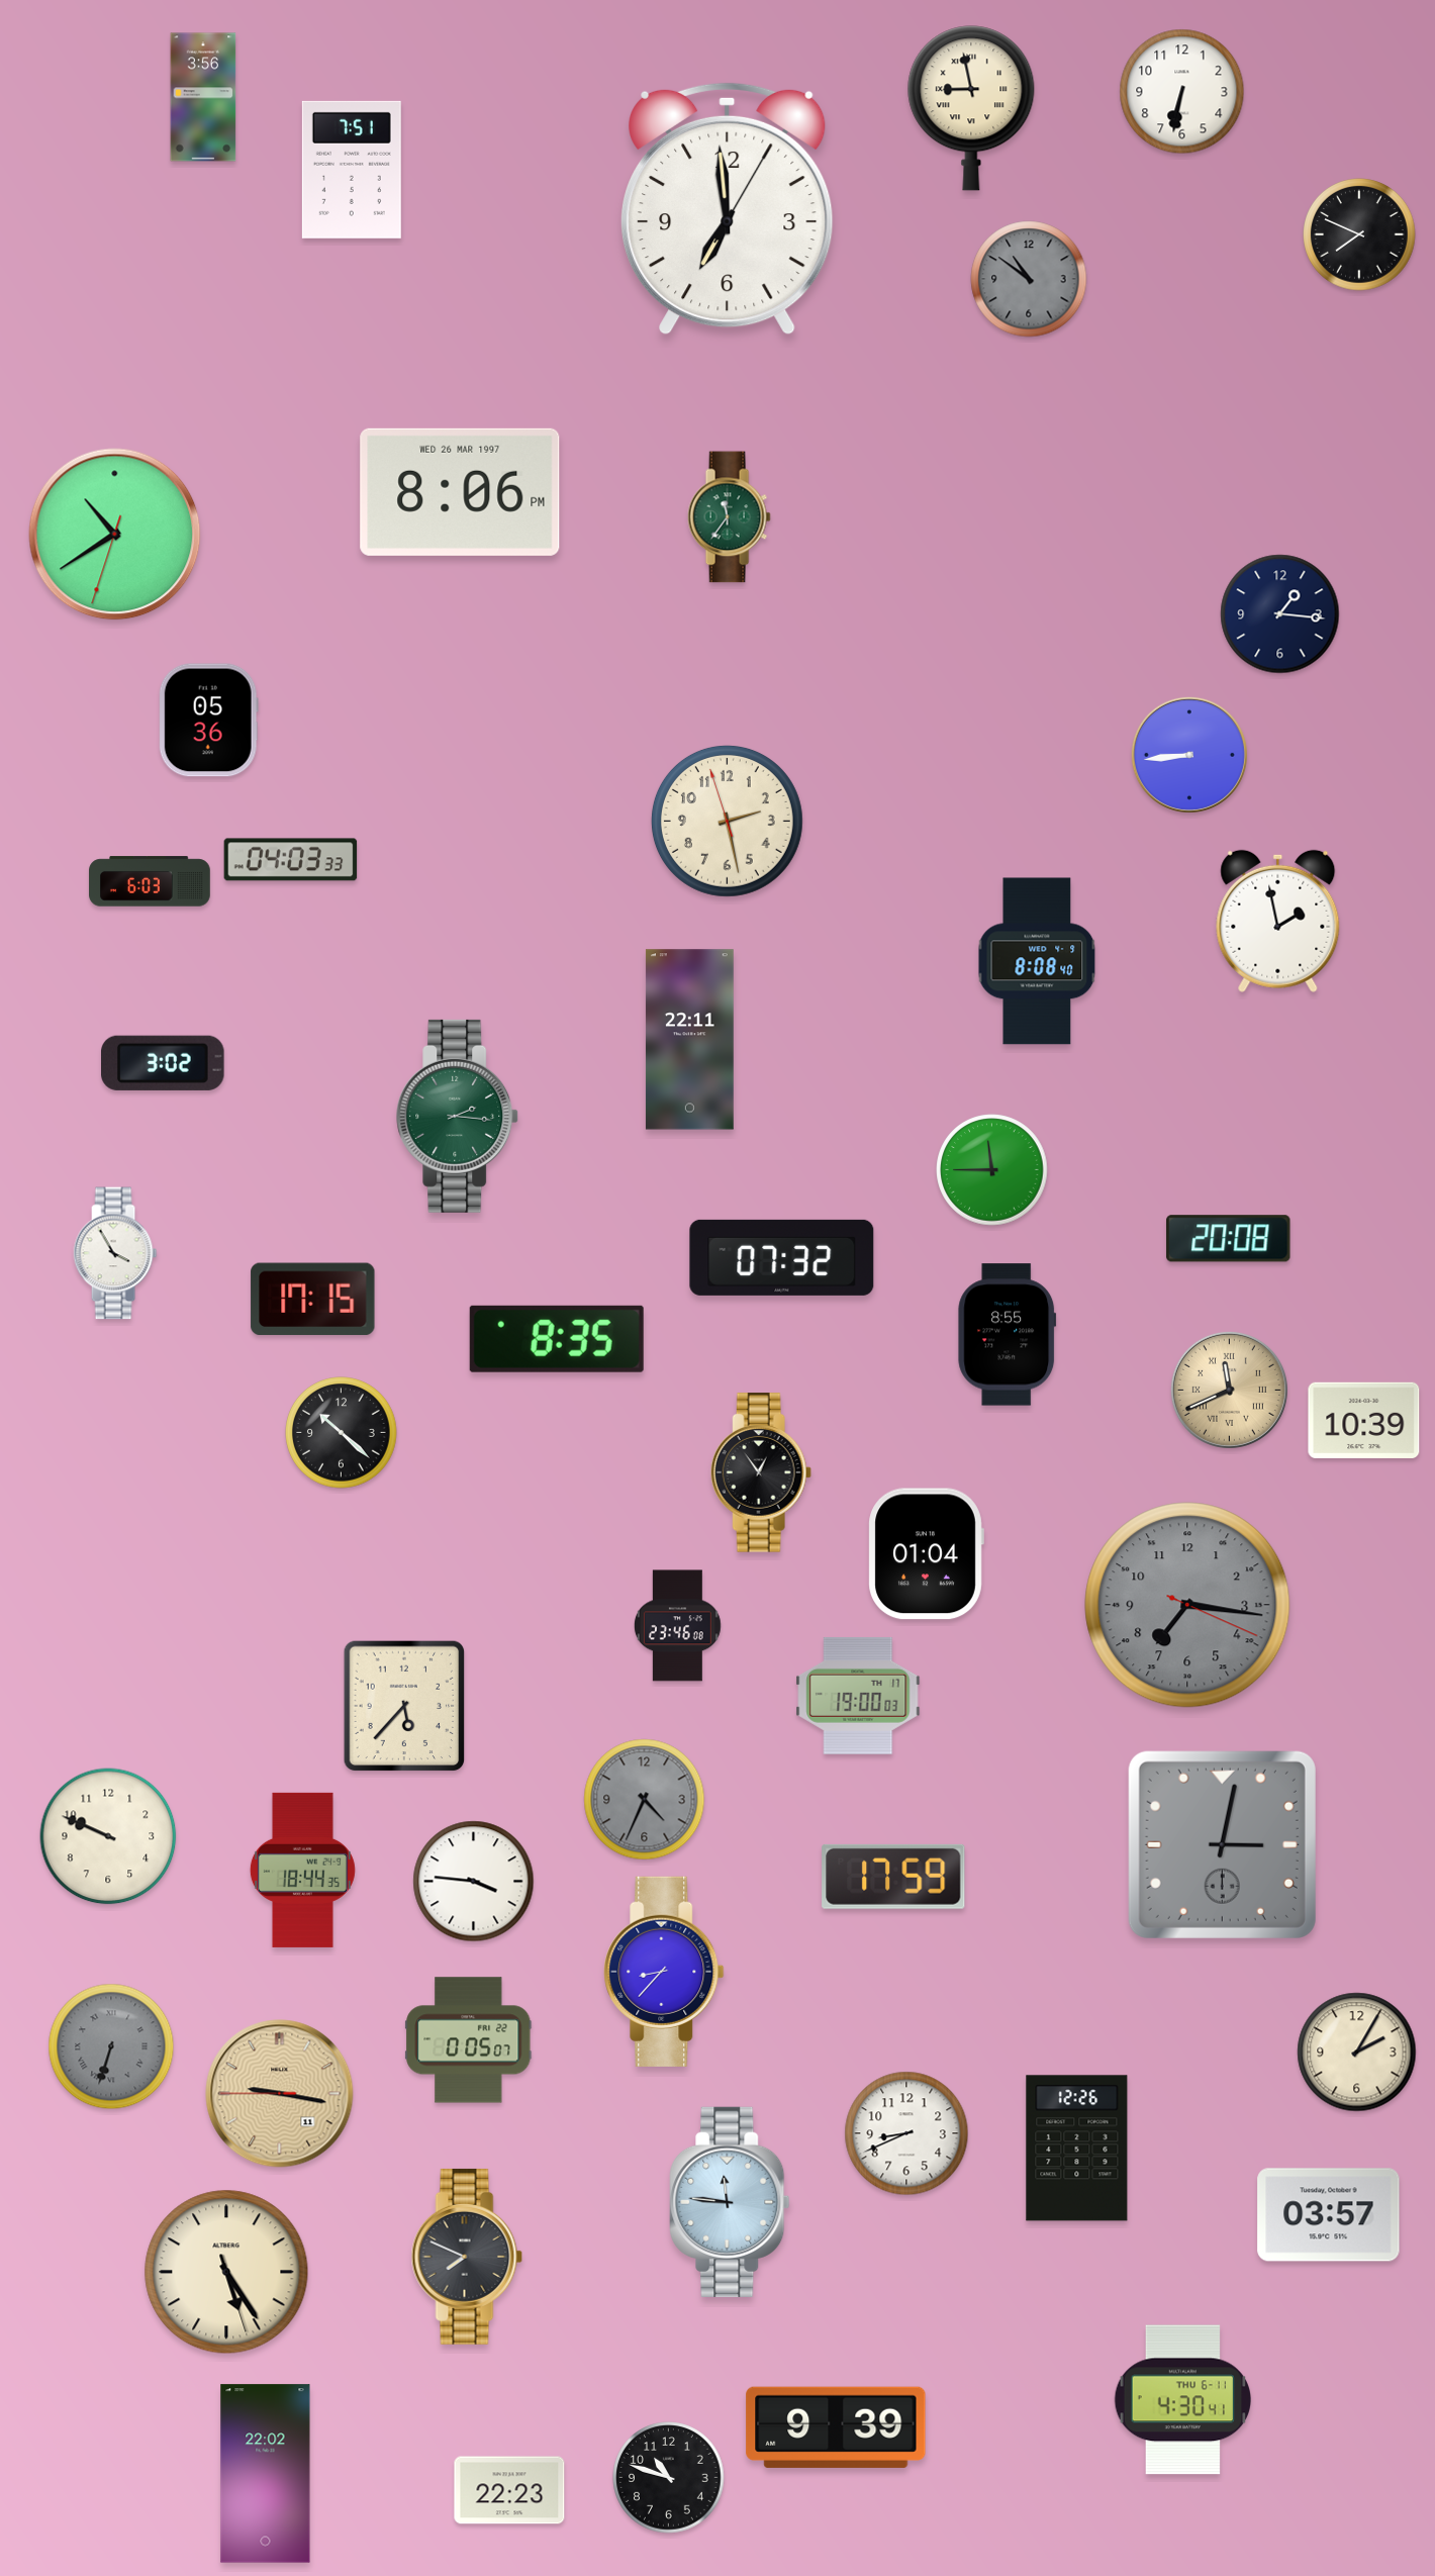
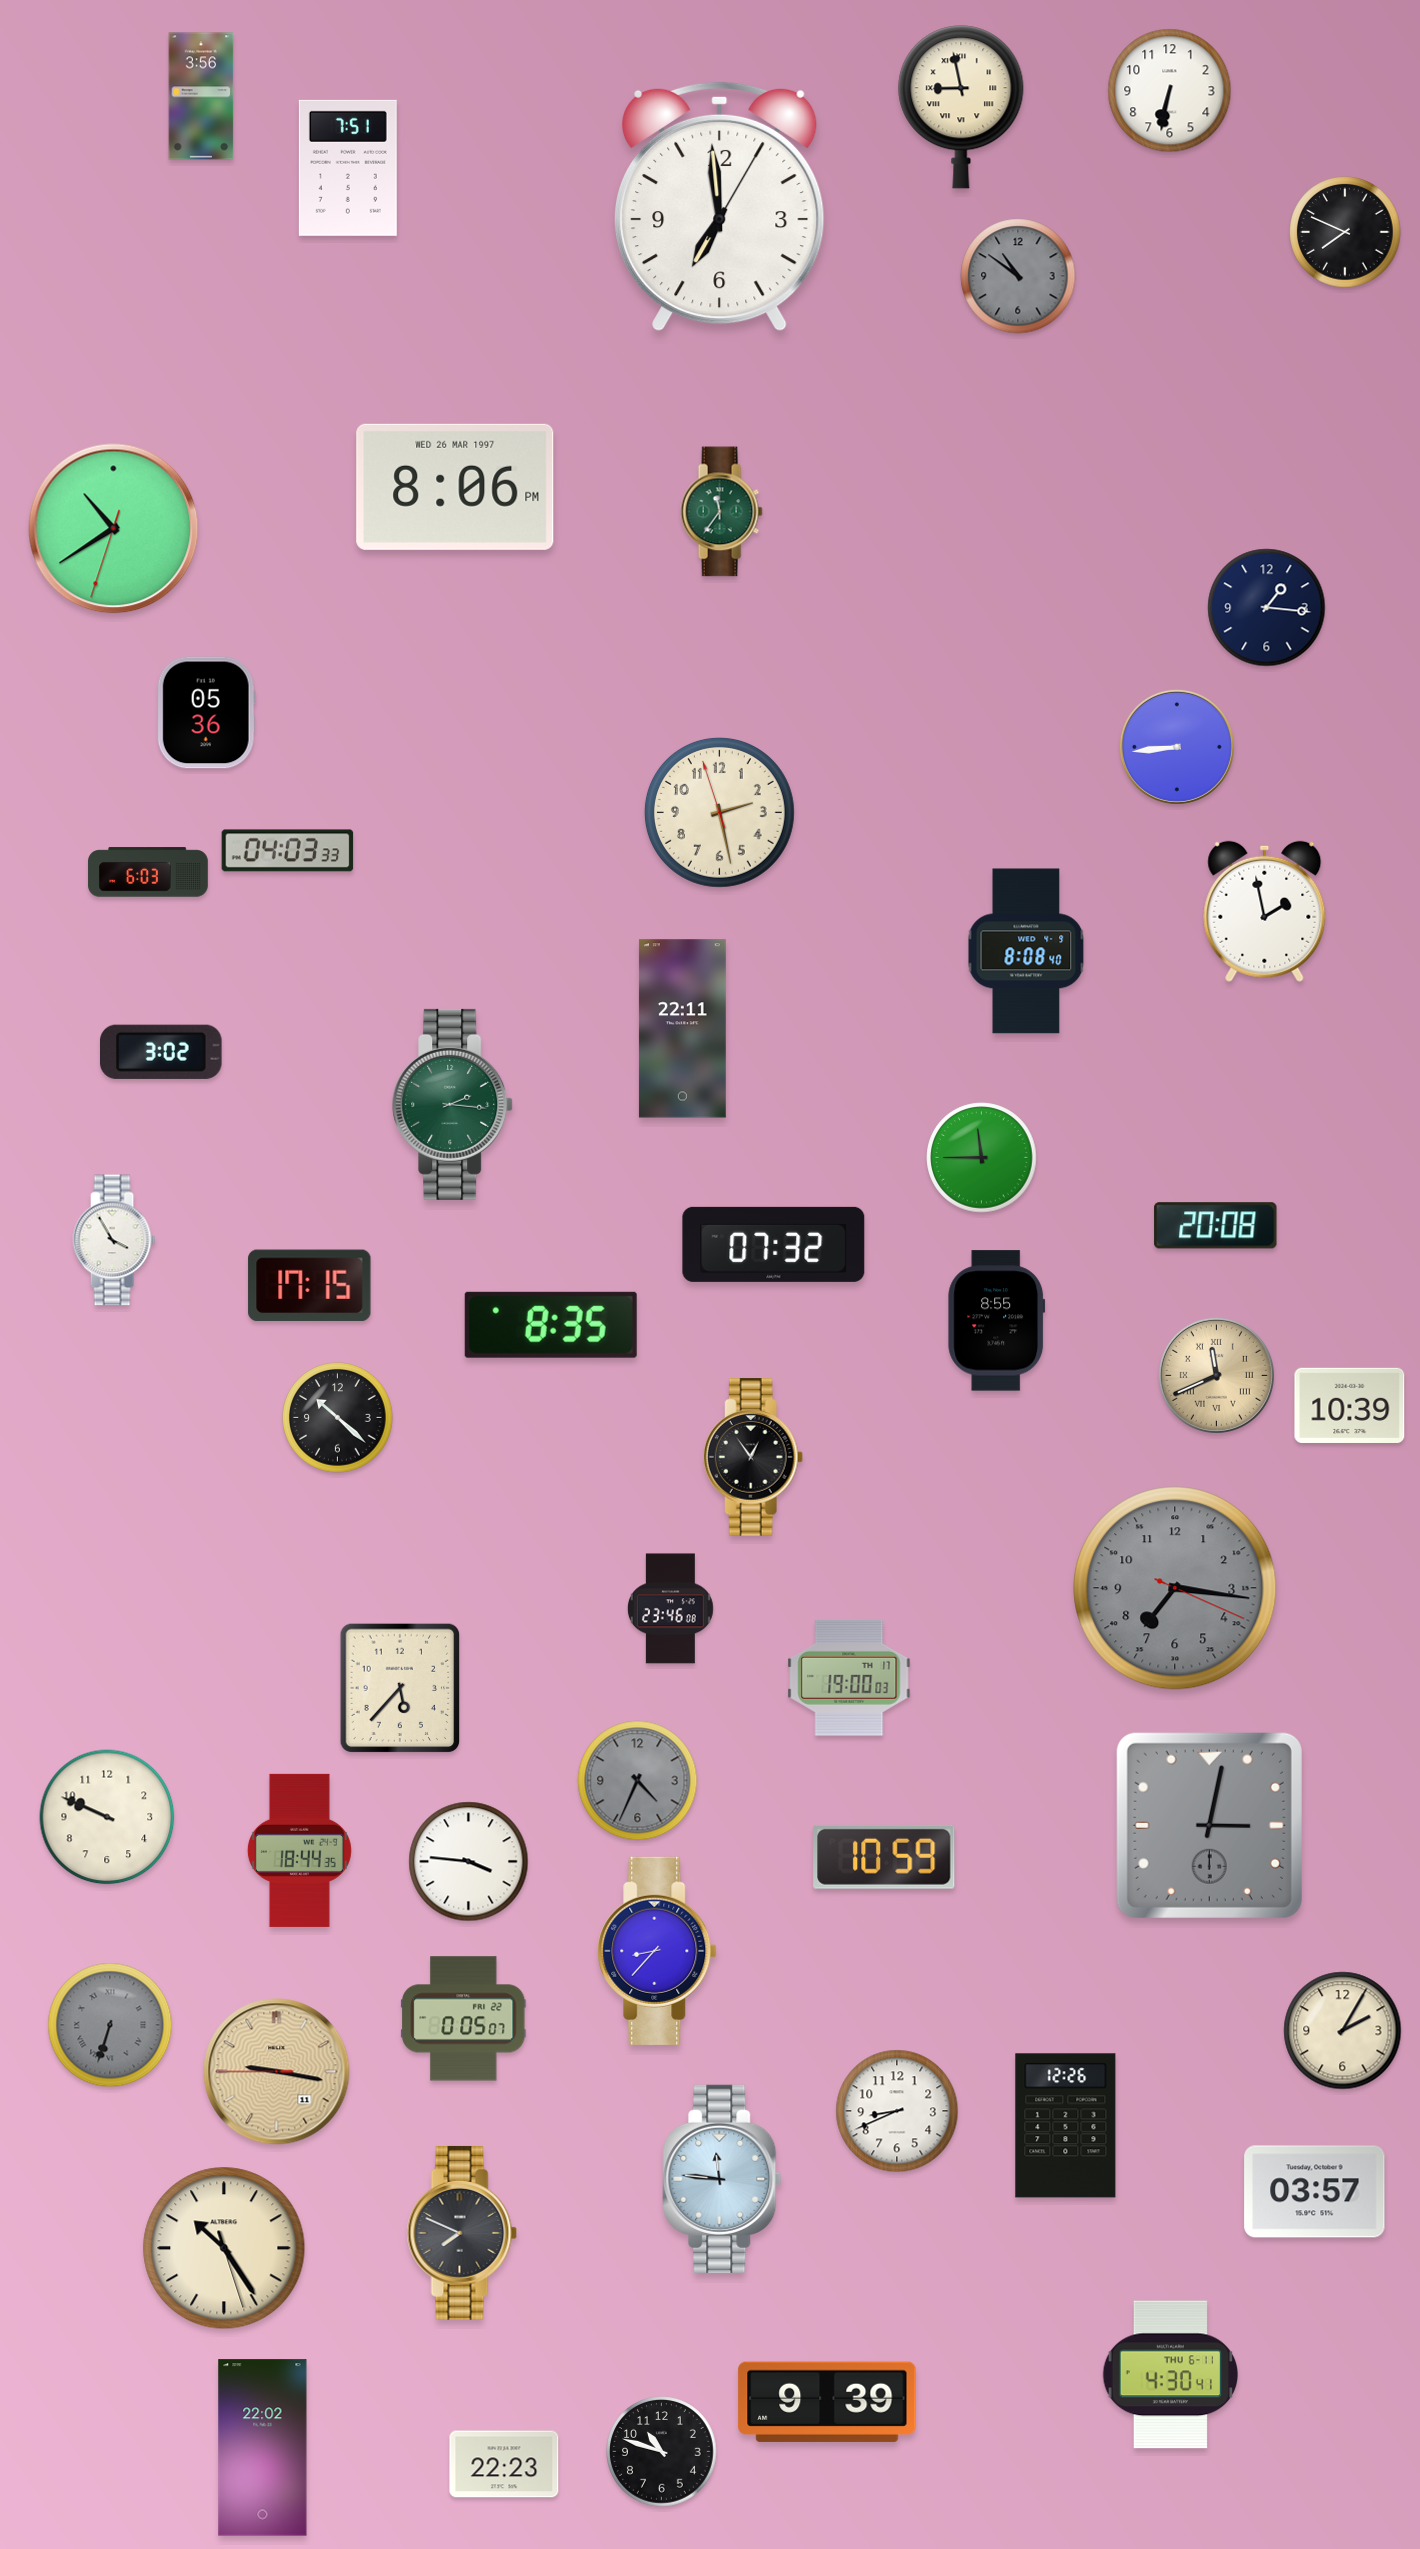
clock at (926, 1554): 01:04 -> none
clock at (893, 1877): 17:59 -> 10:59
clock at (226, 2272): 5:24 -> 10:24
